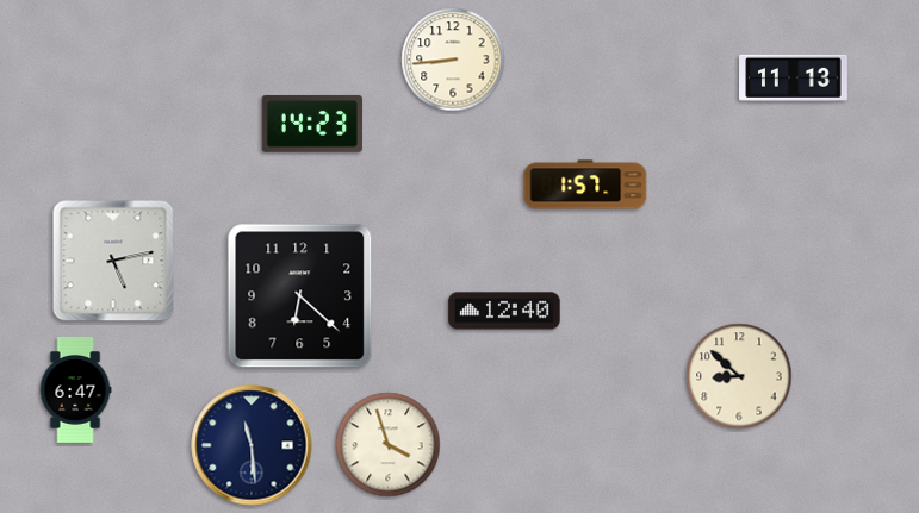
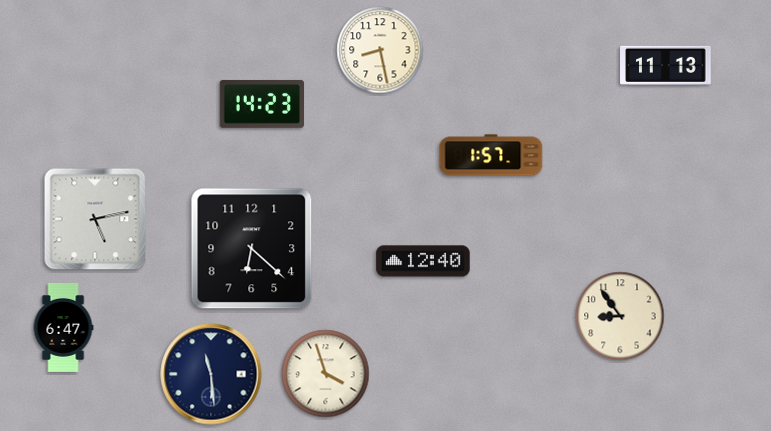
clock at (453, 60): 8:44 -> 8:28
clock at (739, 376): 8:52 -> 8:54
